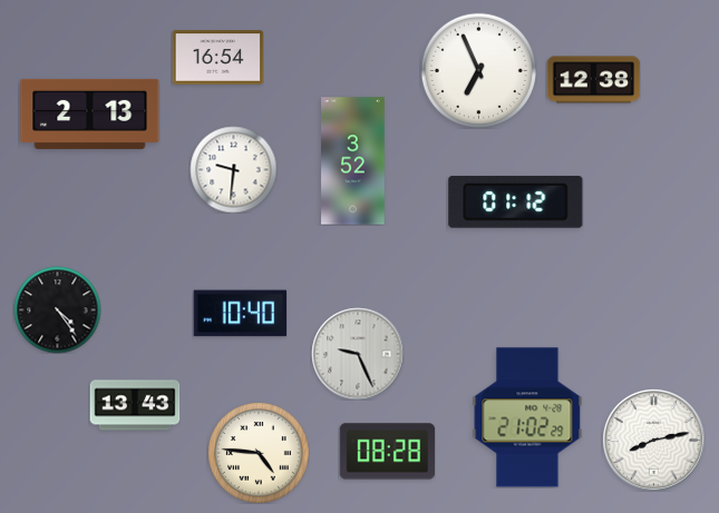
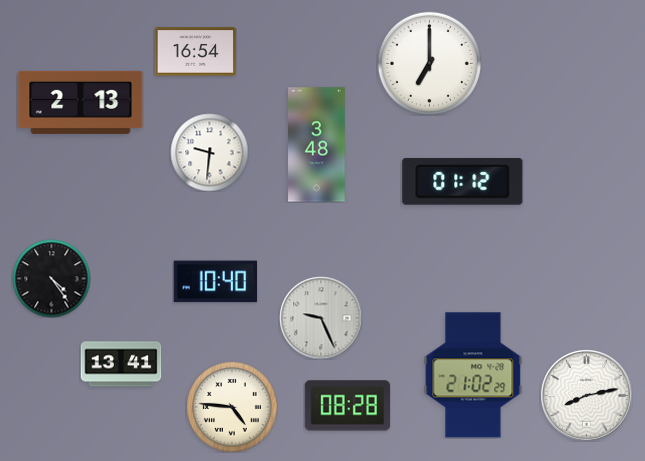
clock at (478, 70): 6:56 -> 7:00
clock at (593, 80): 12:38 -> none
clock at (353, 161): 3:52 -> 3:48
clock at (135, 405): 13:43 -> 13:41
